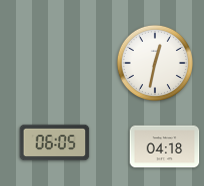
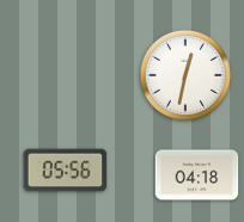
clock at (55, 143): 06:05 -> 05:56
